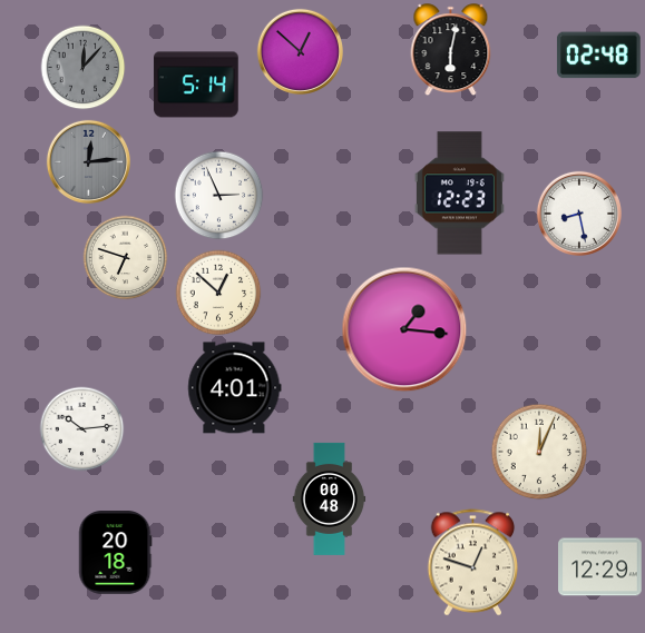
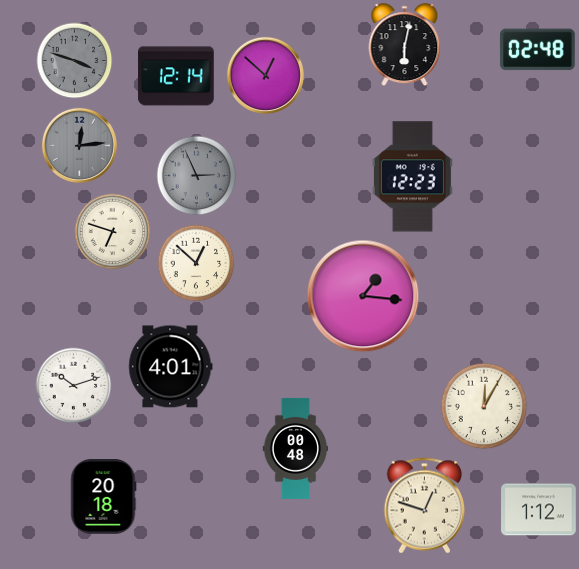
clock at (300, 51) position: (300, 51) -> (265, 75)
clock at (84, 68): 12:07 -> 3:48
clock at (196, 85): 5:14 -> 12:14
clock at (459, 194) position: (459, 194) -> (412, 177)
clock at (219, 196) dial: white -> grey
clock at (579, 214): 8:28 -> none
clock at (235, 388) position: (235, 388) -> (171, 367)
clock at (82, 429): 10:14 -> 10:12
clock at (539, 452): 12:04 -> 12:05
clock at (600, 567): 12:29 -> 1:12
